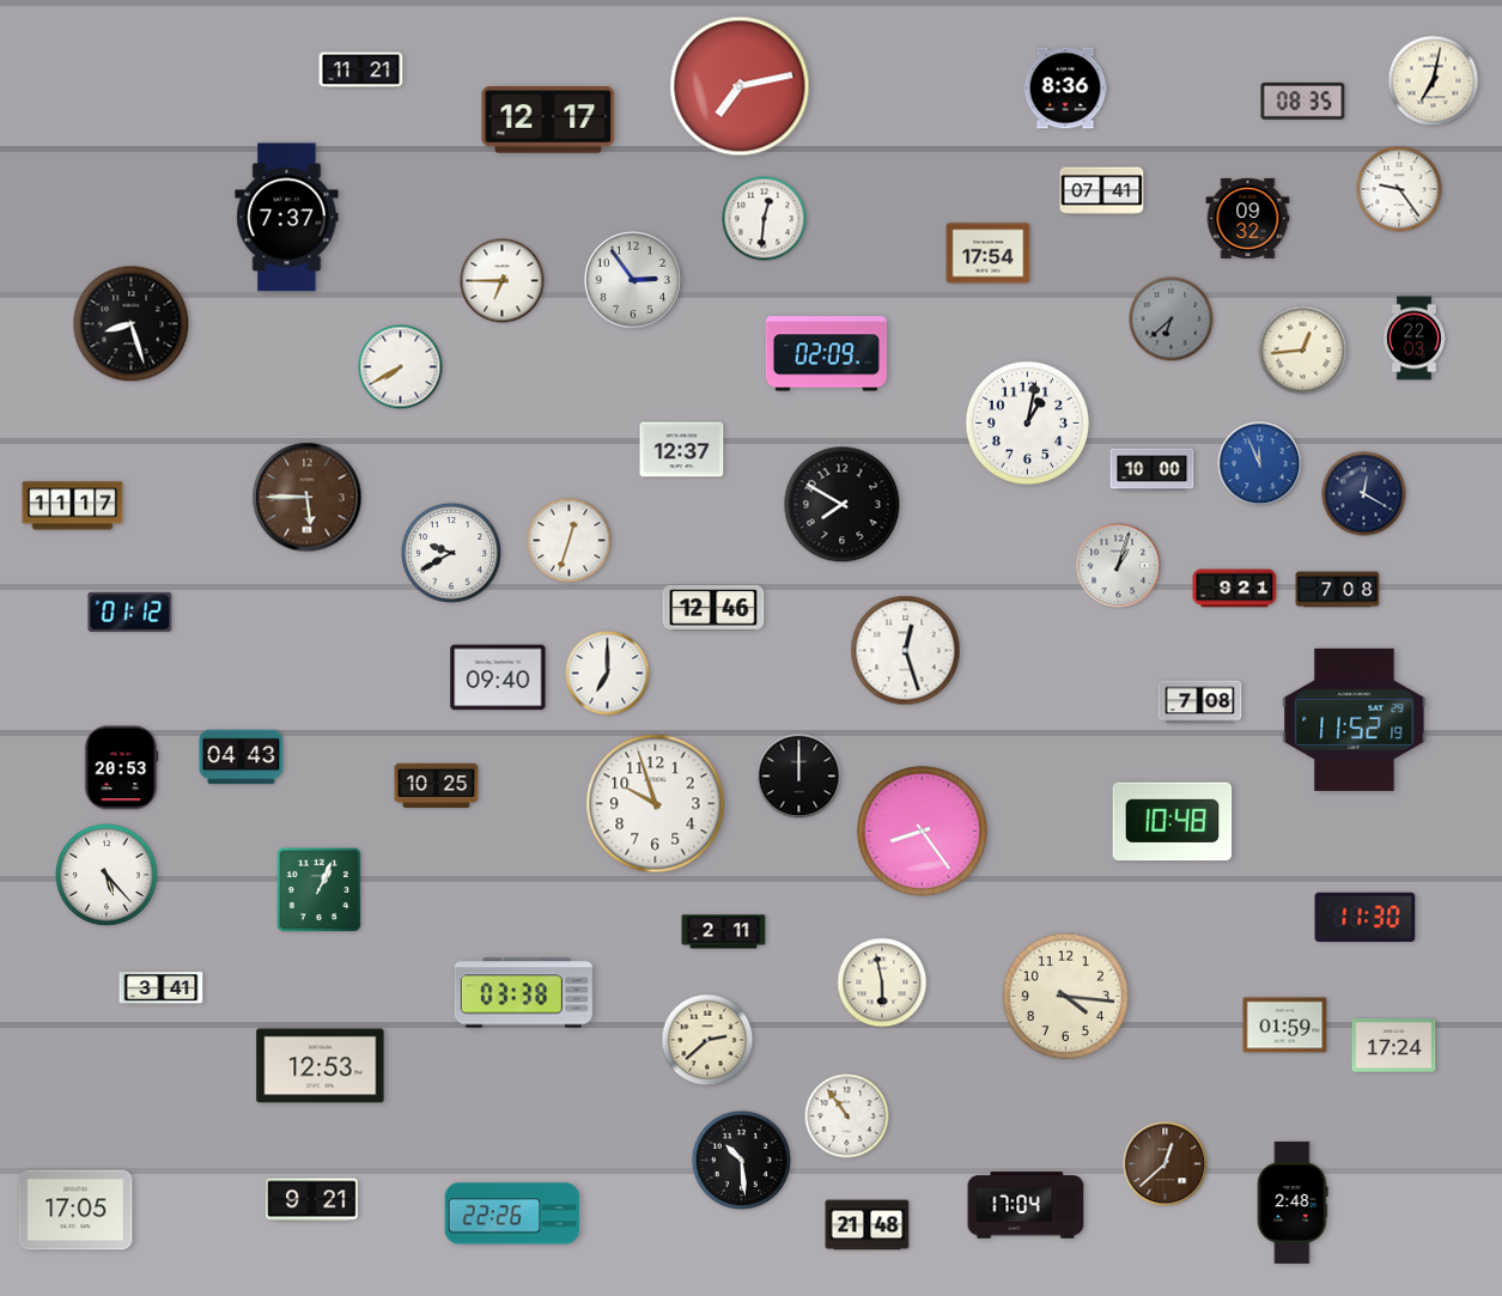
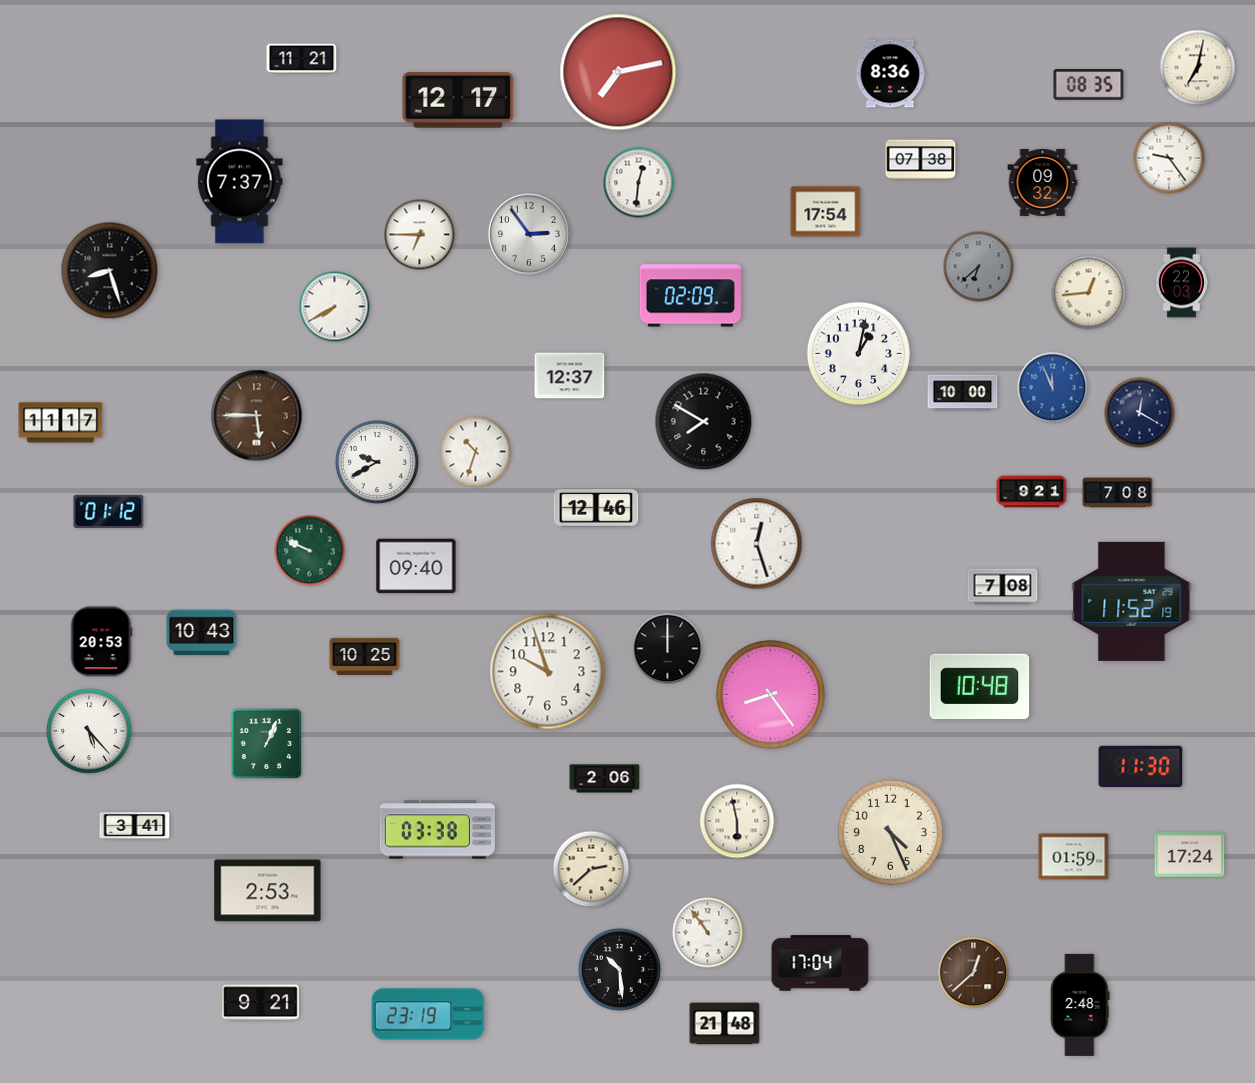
clock at (1102, 191): 07:41 -> 07:38
clock at (570, 541): 12:33 -> 10:33
clock at (1119, 566): 1:03 -> none
clock at (310, 551): none -> 9:49
clock at (608, 674): 7:00 -> none
clock at (242, 757): 04:43 -> 10:43
clock at (724, 932): 2:11 -> 2:06
clock at (1065, 996): 4:16 -> 4:26
clock at (1394, 1046) position: (1394, 1046) -> (1190, 855)
clock at (321, 1066): 12:53 -> 2:53
clock at (1026, 1205) position: (1026, 1205) -> (820, 963)
clock at (75, 1210): 17:05 -> none
clock at (512, 1213): 22:26 -> 23:19
